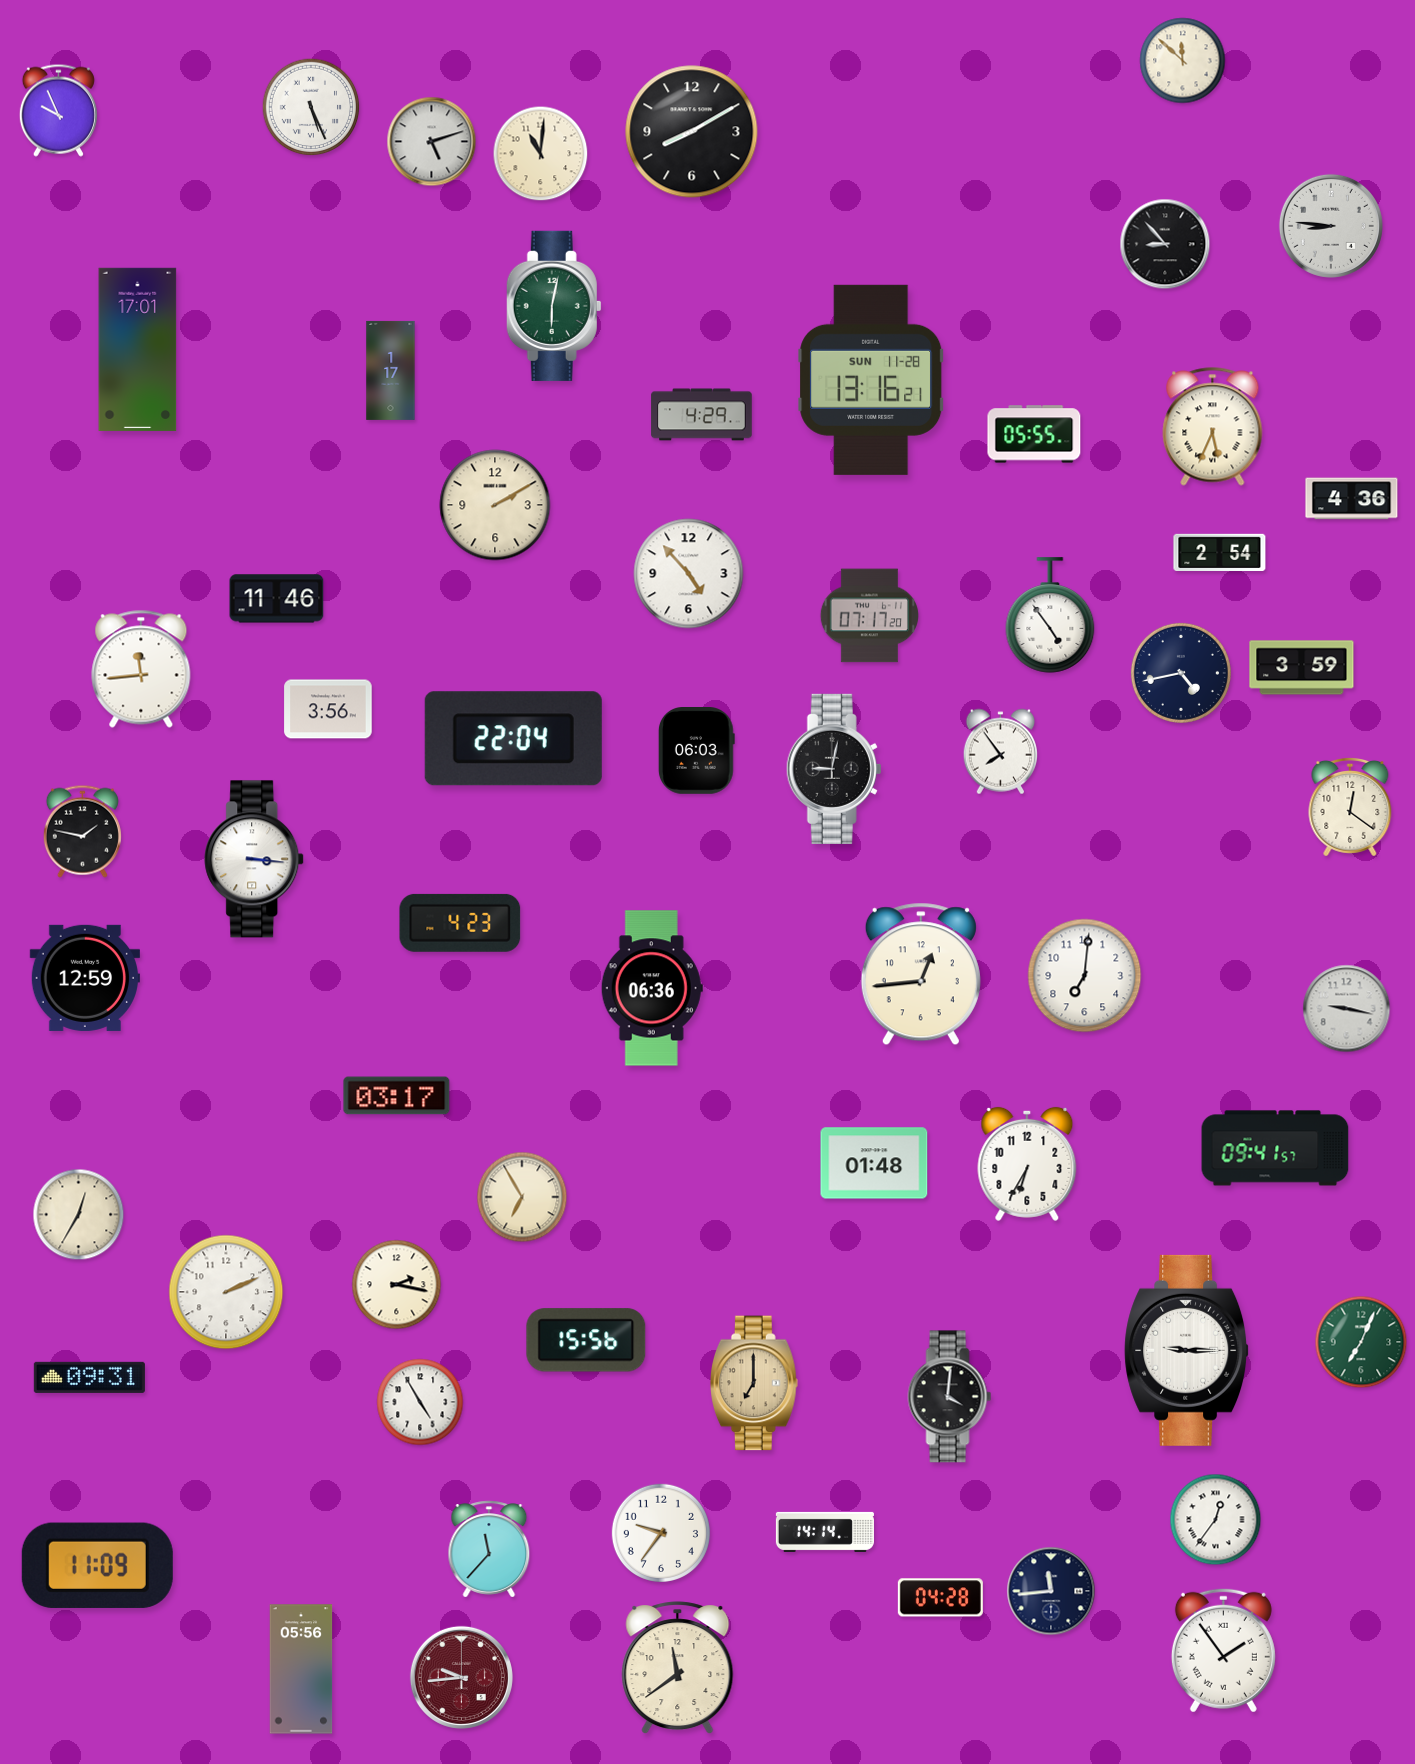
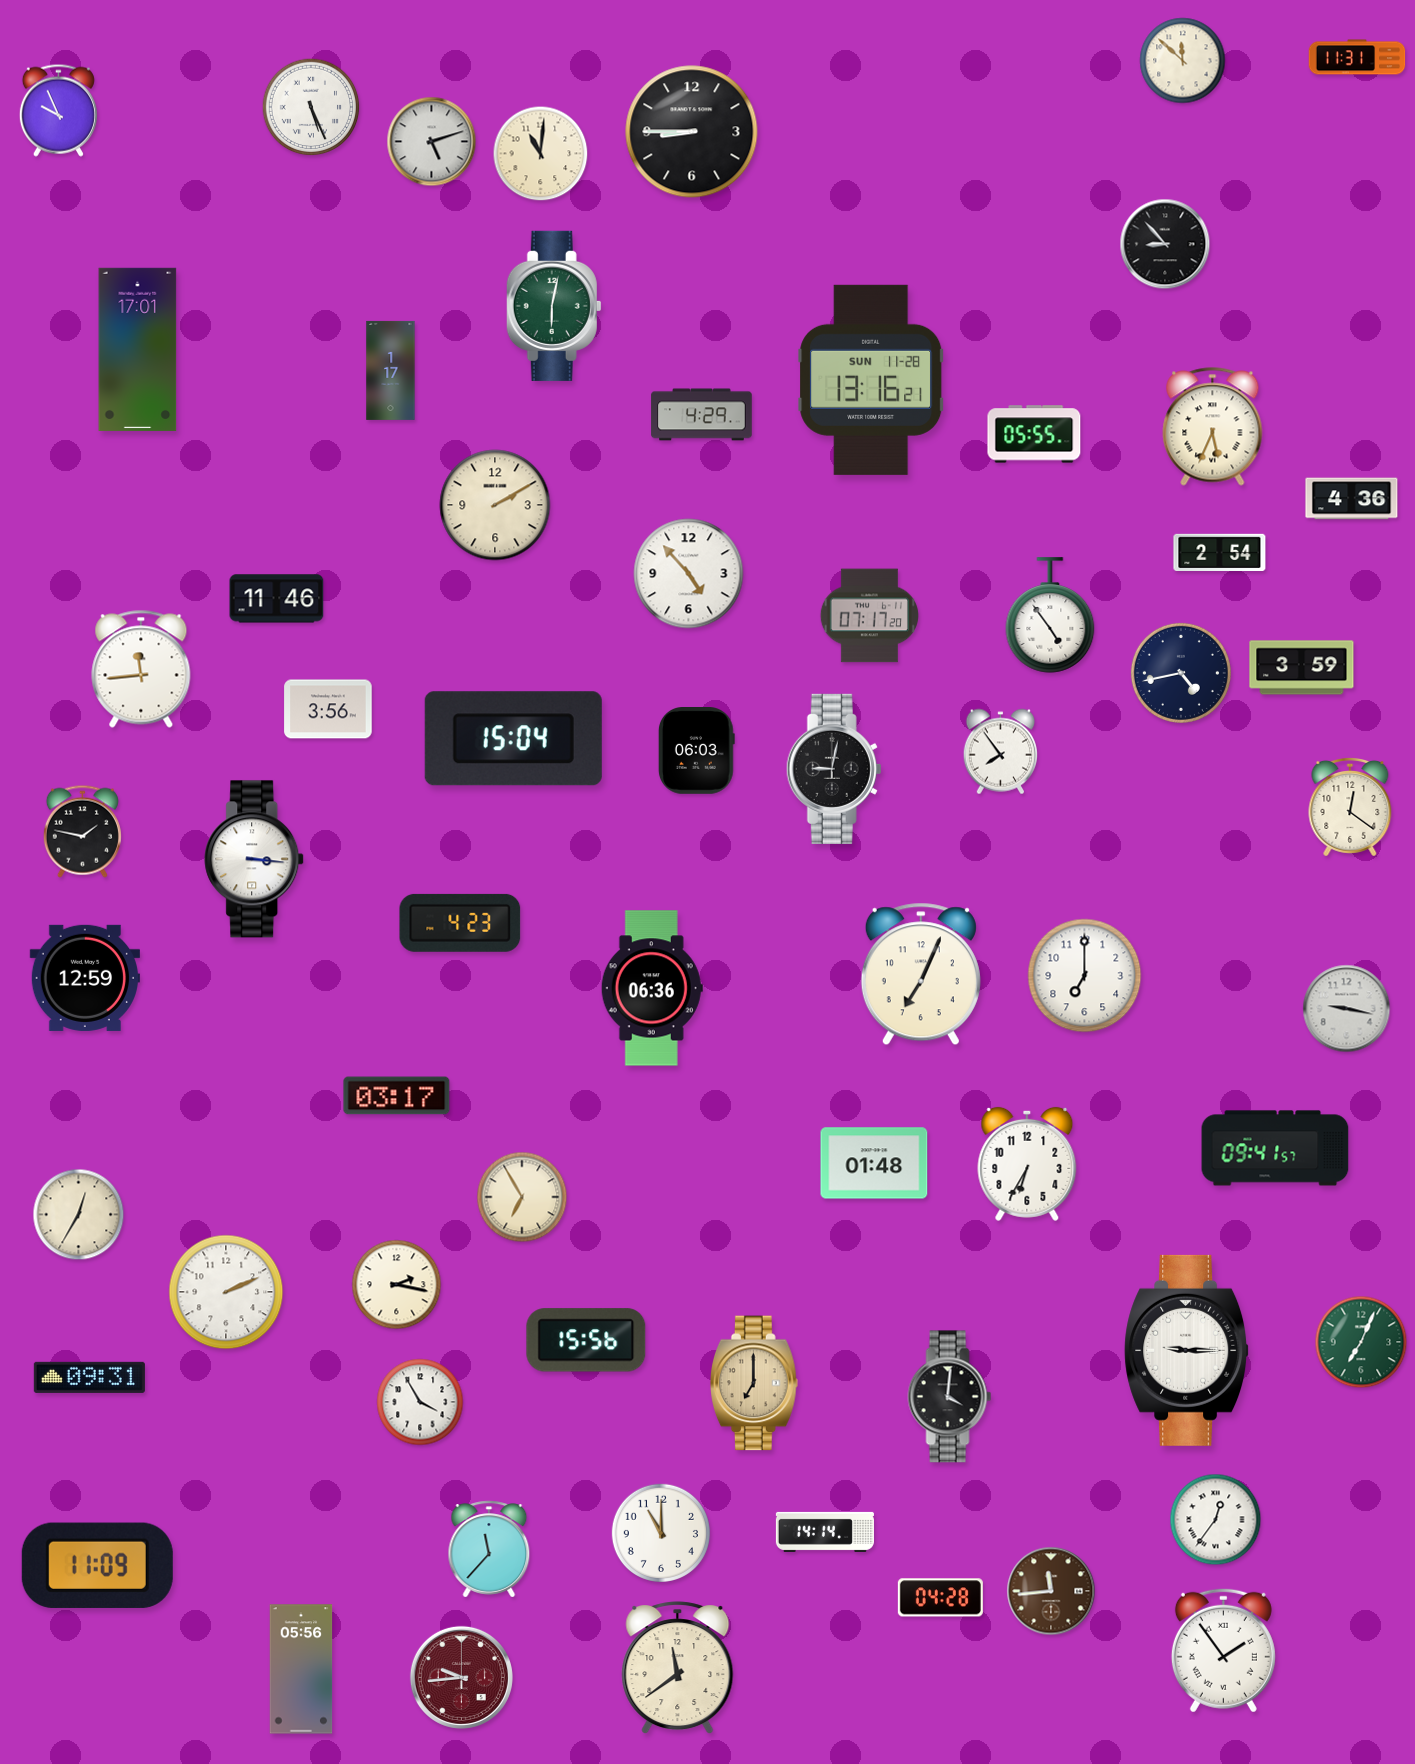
clock at (1357, 57): none -> 11:31
clock at (692, 132): 8:10 -> 8:45
clock at (1331, 226): 8:46 -> none
clock at (513, 739): 22:04 -> 15:04
clock at (921, 974): 12:44 -> 7:04
clock at (1085, 976): 7:01 -> 7:00
clock at (420, 1402): 4:55 -> 3:55
clock at (661, 1533): 9:36 -> 11:00
clock at (1051, 1591) dial: navy -> brown
